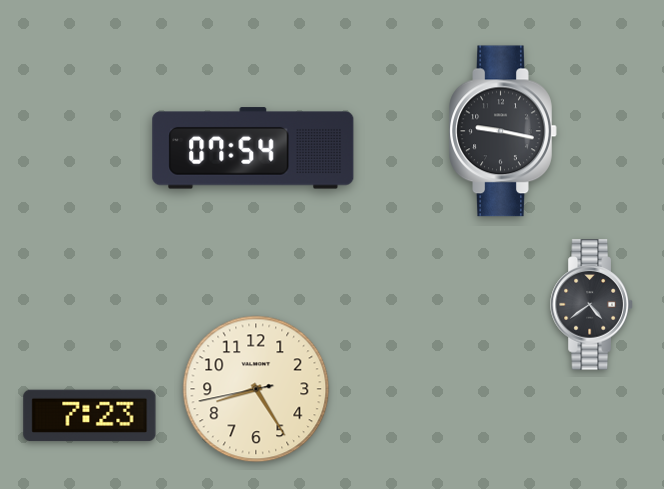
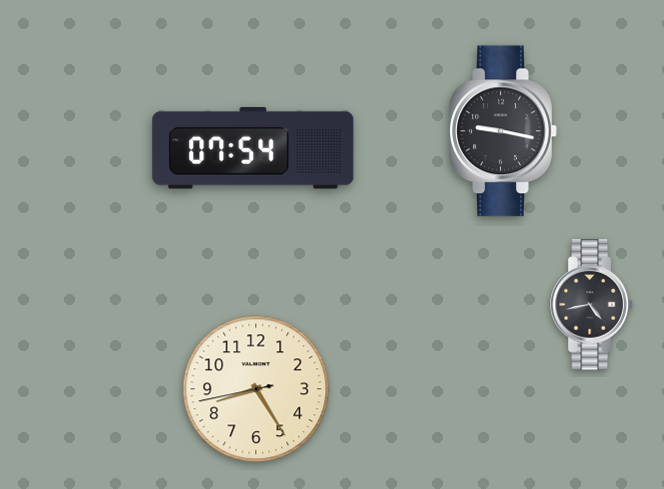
clock at (592, 305): 4:39 -> 4:43
clock at (90, 416): 7:23 -> none
